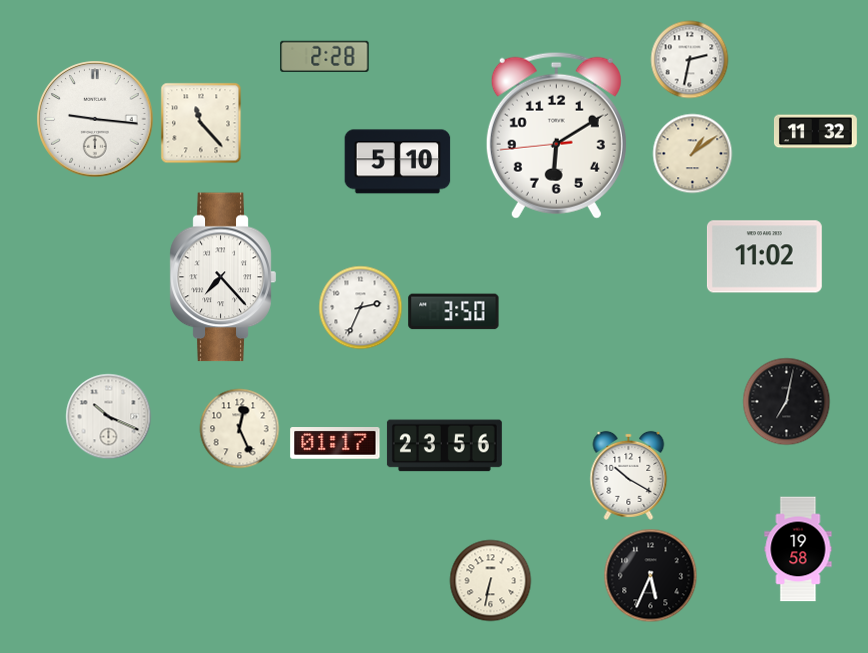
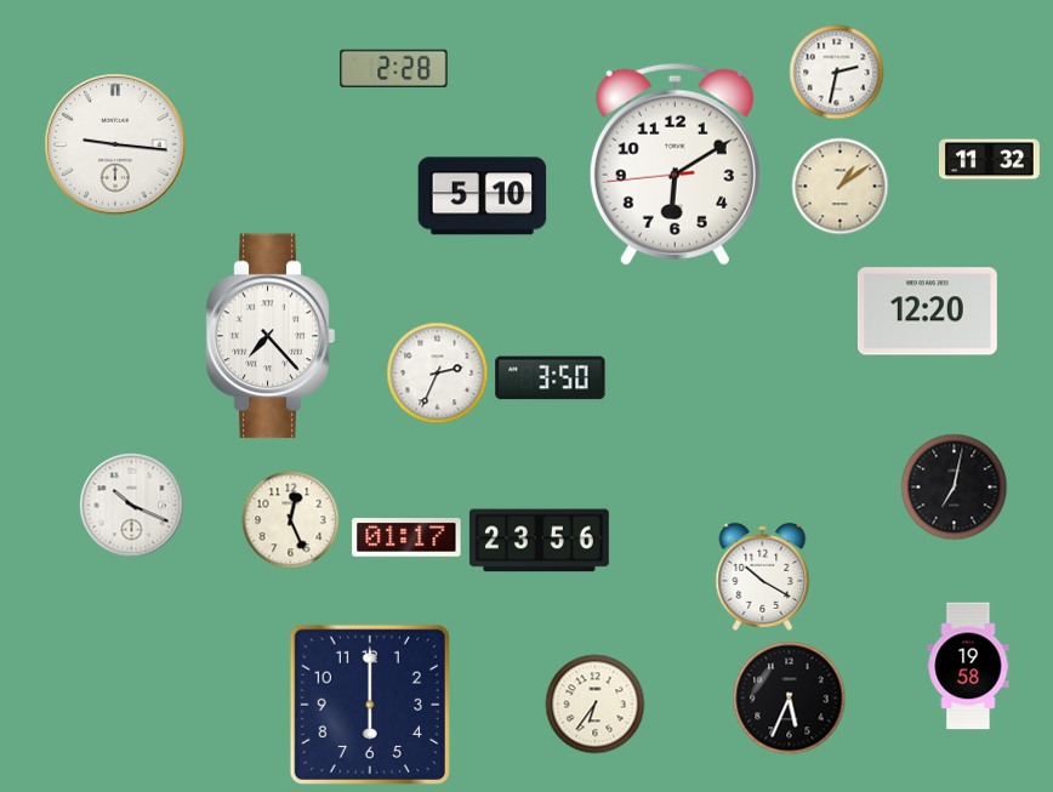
clock at (201, 123): 11:23 -> none
clock at (764, 257): 11:02 -> 12:20
clock at (370, 705): none -> 6:00
clock at (491, 581): 6:32 -> 6:36
